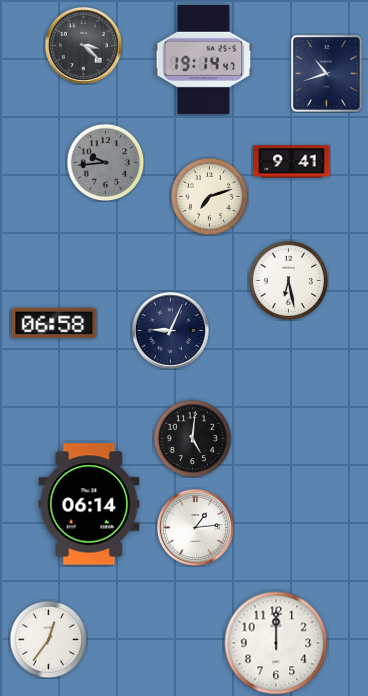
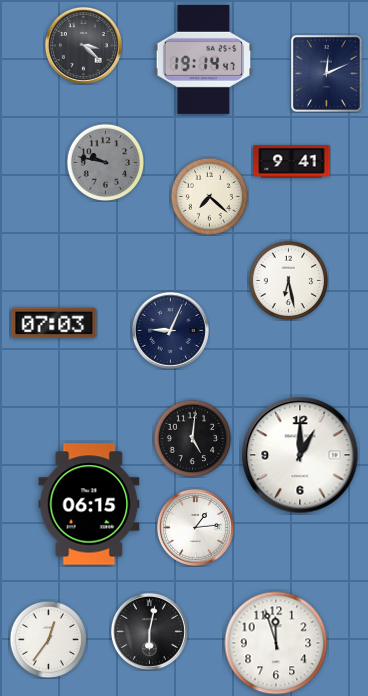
clock at (326, 73): 10:42 -> 12:11
clock at (105, 162): 9:44 -> 9:47
clock at (209, 196): 7:12 -> 7:22
clock at (54, 323): 06:58 -> 07:03
clock at (300, 455): none -> 1:00
clock at (89, 504): 06:14 -> 06:15
clock at (149, 631): none -> 6:02
clock at (276, 643): 12:00 -> 11:57
